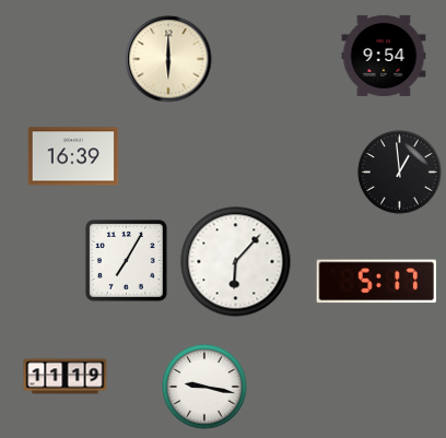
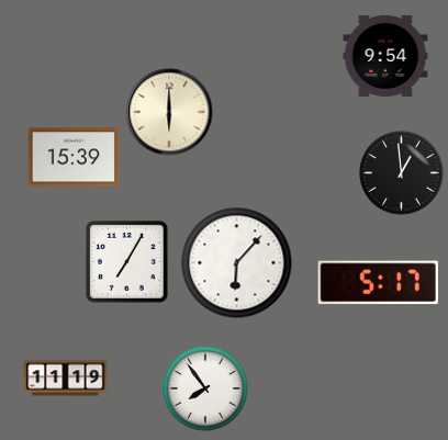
clock at (168, 59) position: (168, 59) -> (169, 112)
clock at (73, 156): 16:39 -> 15:39
clock at (204, 387): 9:17 -> 7:54
